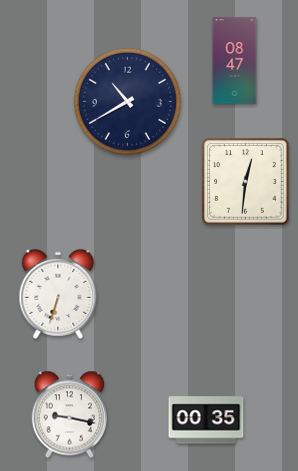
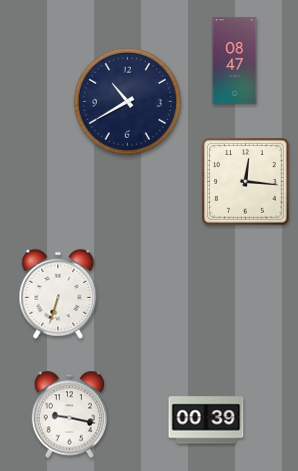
clock at (246, 182): 12:31 -> 12:16
clock at (206, 420): 00:35 -> 00:39
